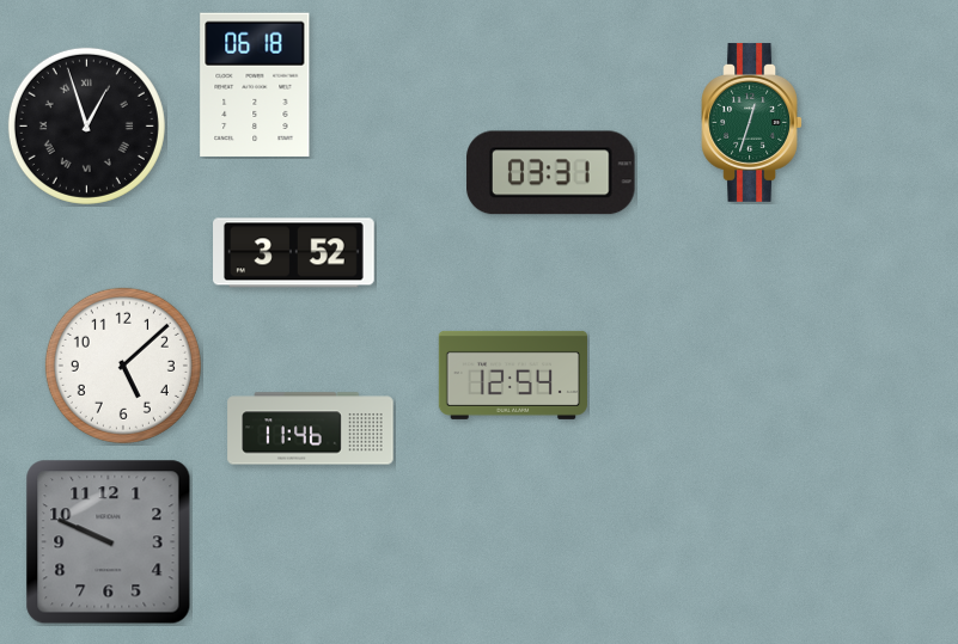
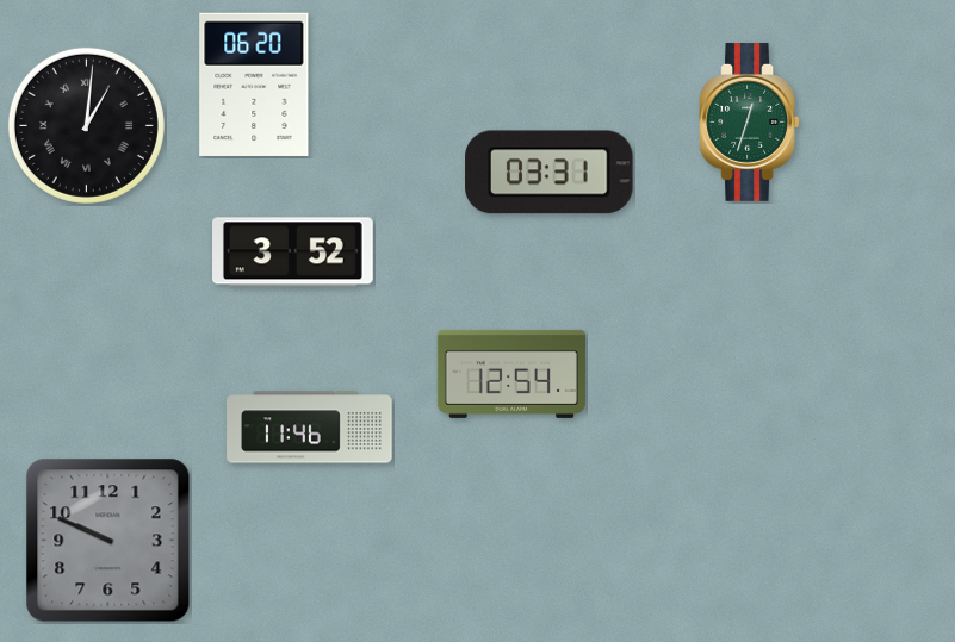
clock at (255, 85): 06:18 -> 06:20
clock at (86, 125): 12:57 -> 1:01
clock at (123, 366): 5:08 -> none
